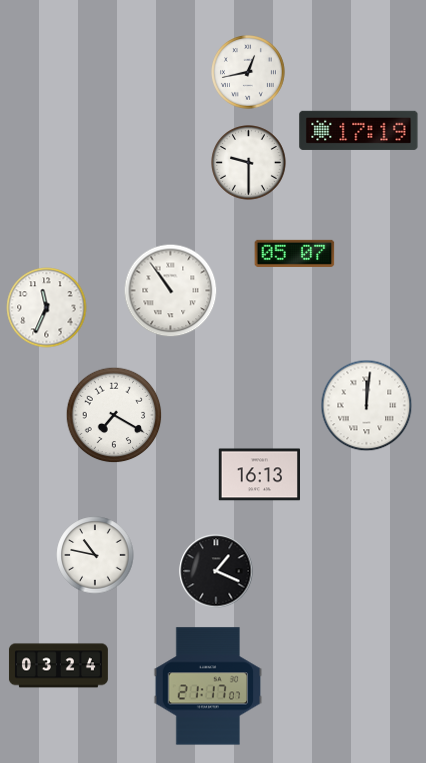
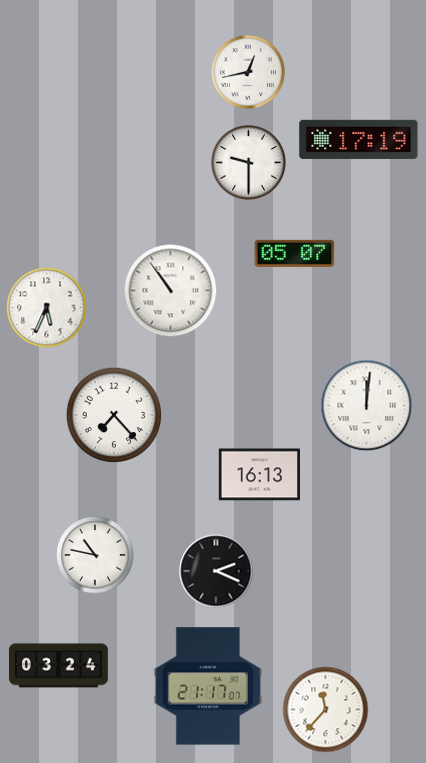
clock at (359, 130) position: (359, 130) -> (359, 139)
clock at (47, 308): 11:34 -> 5:34
clock at (114, 415): 7:20 -> 7:23
clock at (216, 571): 1:19 -> 2:19
clock at (326, 710): none -> 11:37
